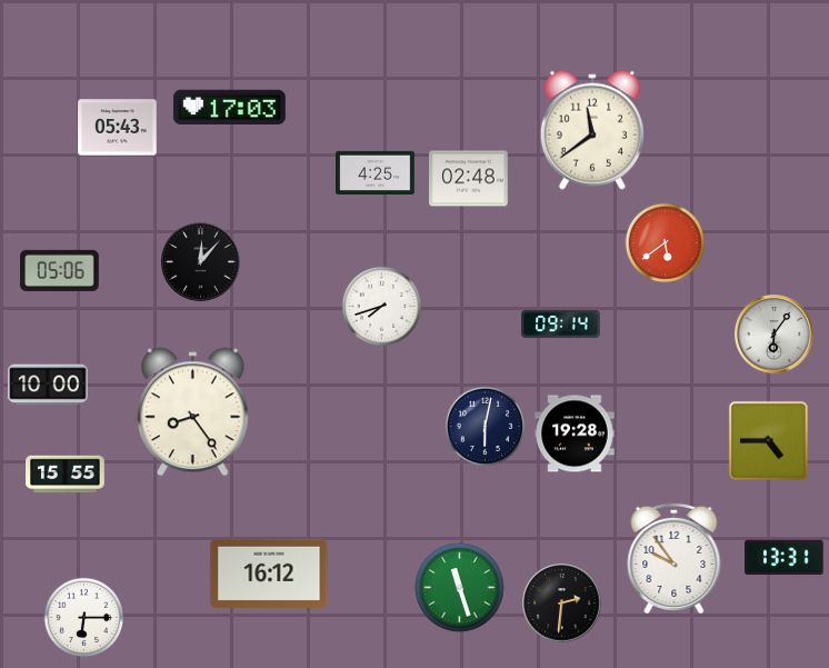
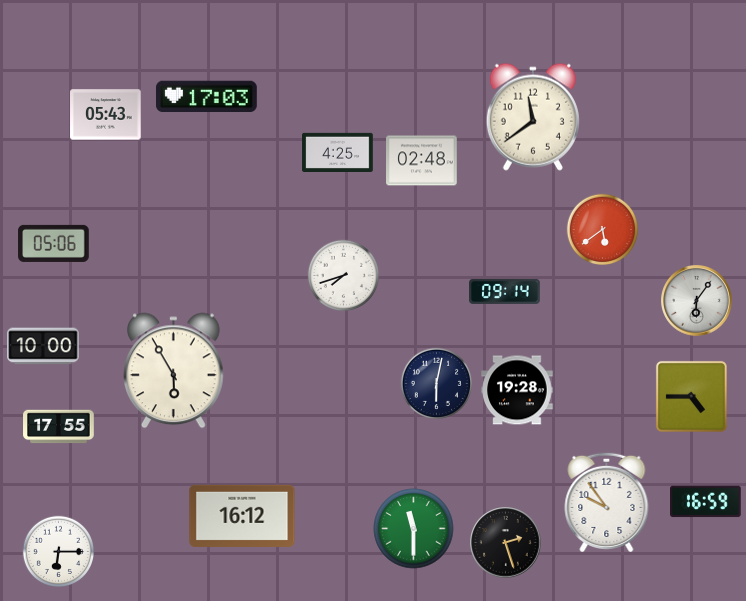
clock at (376, 172) position: (376, 172) -> (338, 152)
clock at (665, 242) position: (665, 242) -> (602, 229)
clock at (201, 262): 12:07 -> none
clock at (193, 412): 8:24 -> 5:55
clock at (66, 475): 15:55 -> 17:55
clock at (785, 558): 13:31 -> 16:59
clock at (460, 588): 11:27 -> 11:30
clock at (562, 604): 2:31 -> 2:27
clock at (83, 617) position: (83, 617) -> (58, 551)
